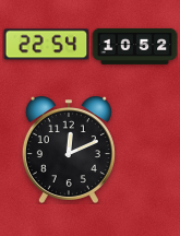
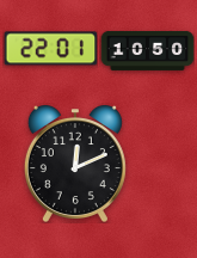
clock at (46, 45): 22:54 -> 22:01
clock at (134, 46): 10:52 -> 10:50
